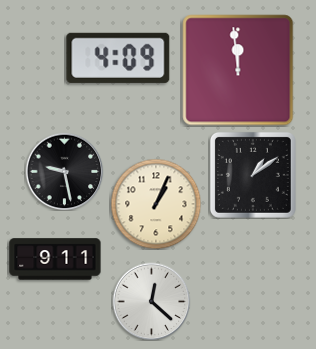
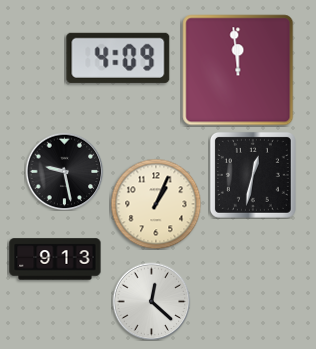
clock at (253, 175): 1:09 -> 12:32
clock at (55, 259): 9:11 -> 9:13
